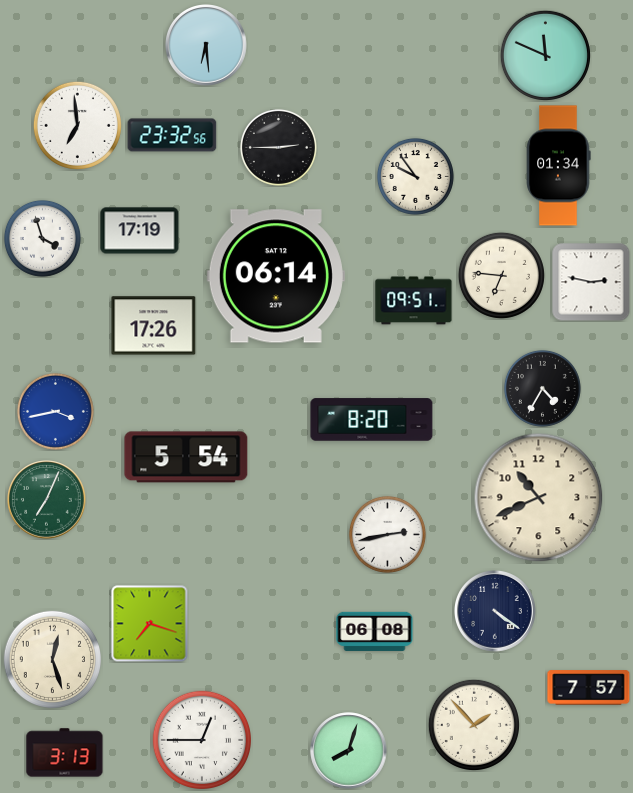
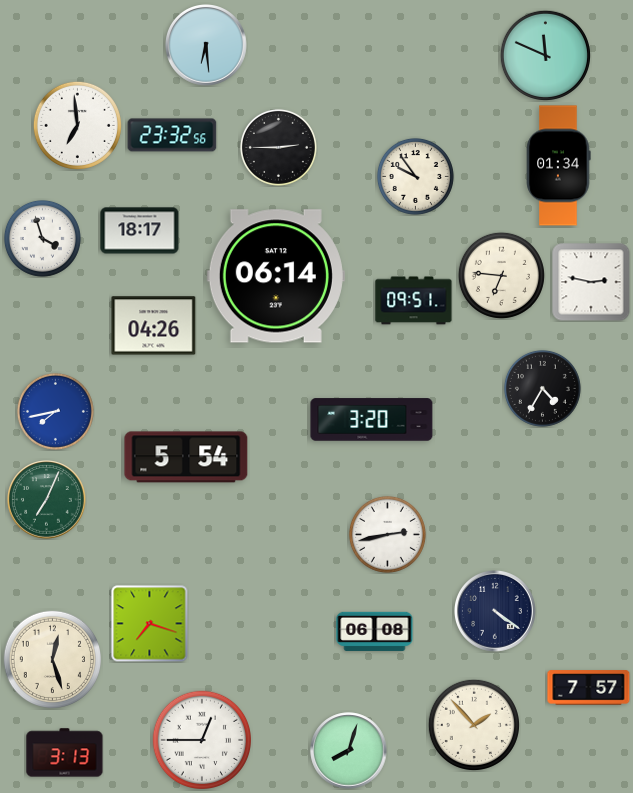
clock at (140, 231): 17:19 -> 18:17
clock at (154, 326): 17:26 -> 04:26
clock at (55, 411): 3:43 -> 7:43
clock at (372, 420): 8:20 -> 3:20
clock at (539, 498): 10:41 -> none
